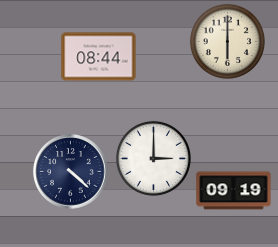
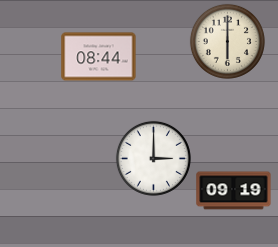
clock at (71, 172): 4:22 -> none
